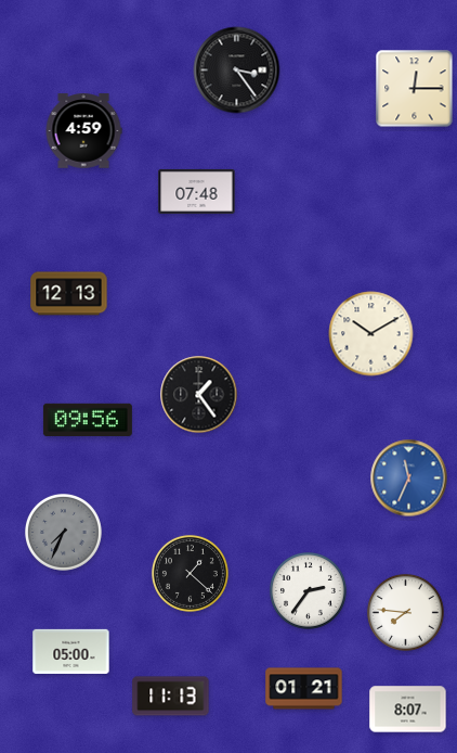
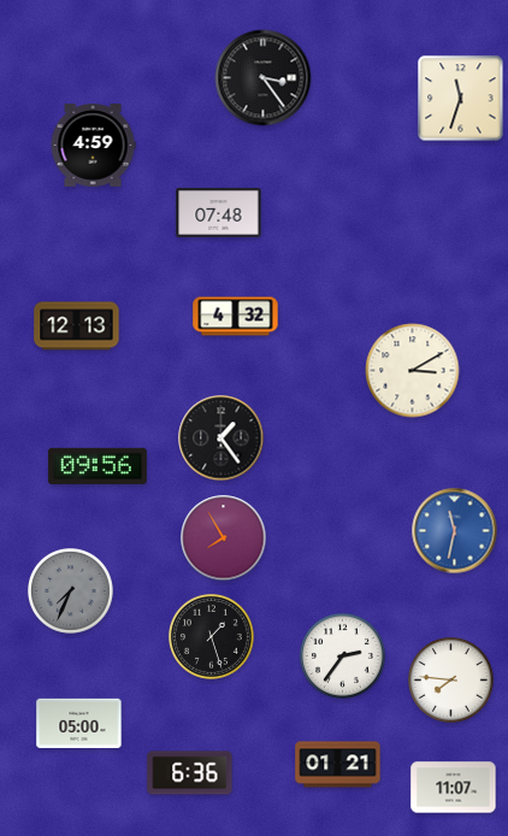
clock at (415, 89): 12:15 -> 11:33
clock at (236, 317): none -> 4:32
clock at (371, 334): 10:10 -> 3:10
clock at (409, 478): 11:34 -> 11:32
clock at (224, 538): none -> 7:55
clock at (191, 574): 1:22 -> 1:27
clock at (171, 697): 11:13 -> 6:36
clock at (408, 710): 8:07 -> 11:07
